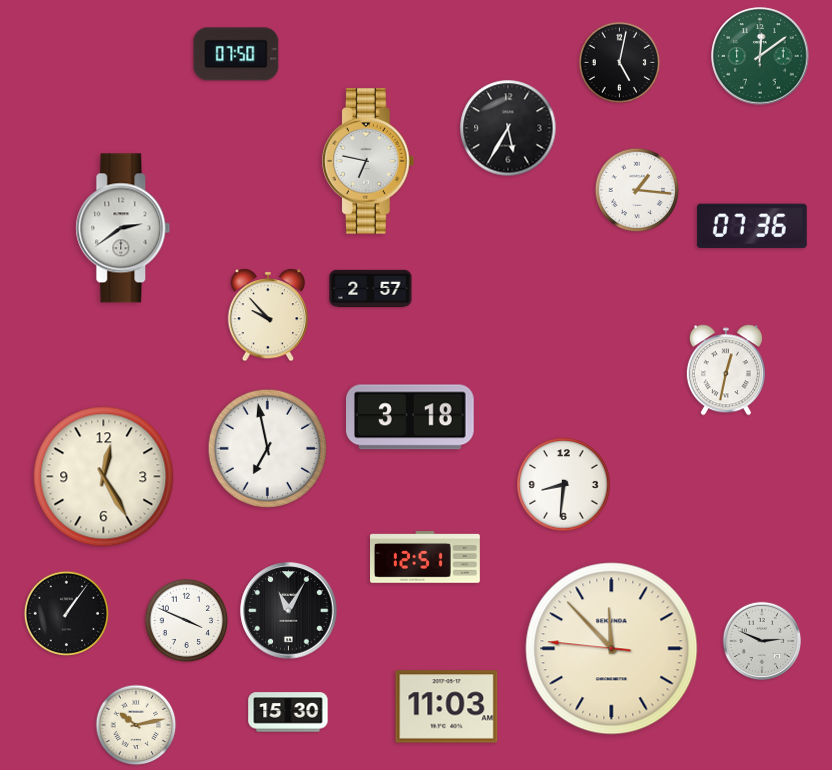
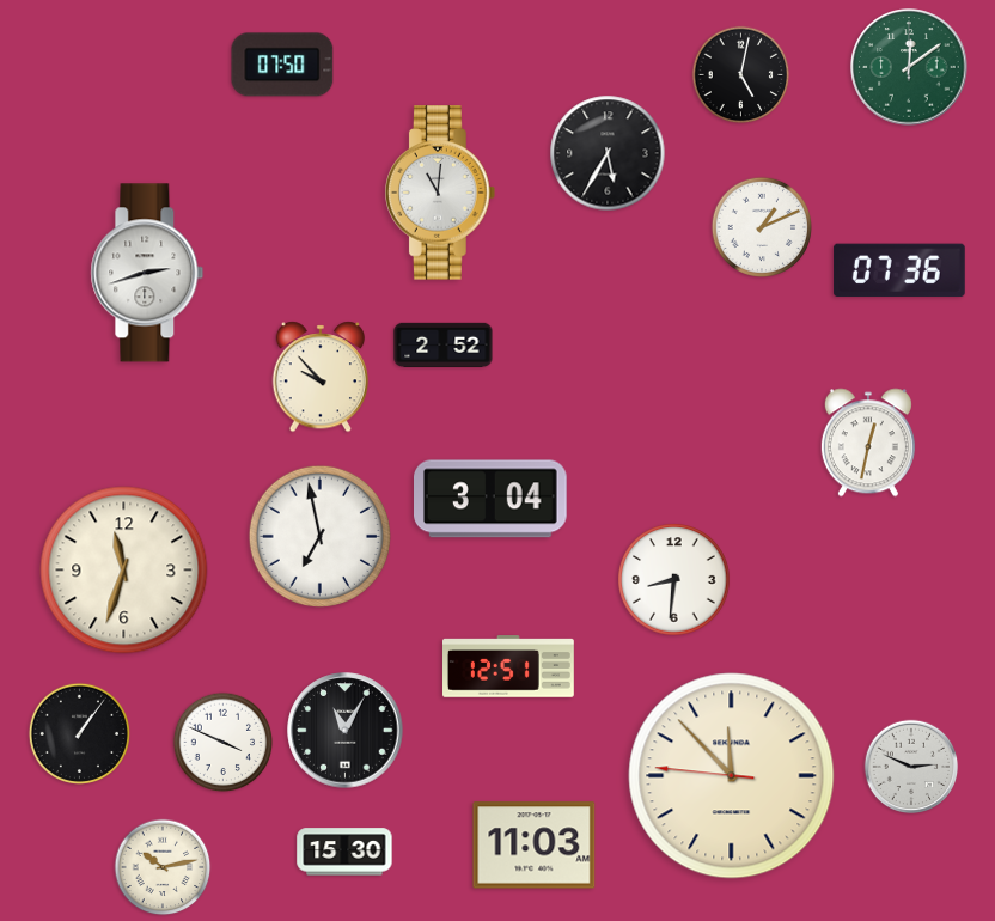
clock at (369, 161): 6:47 -> 11:01
clock at (636, 189): 1:16 -> 1:11
clock at (123, 228): 2:39 -> 2:42
clock at (371, 288): 2:57 -> 2:52
clock at (411, 417): 3:18 -> 3:04
clock at (104, 477): 12:25 -> 11:33
